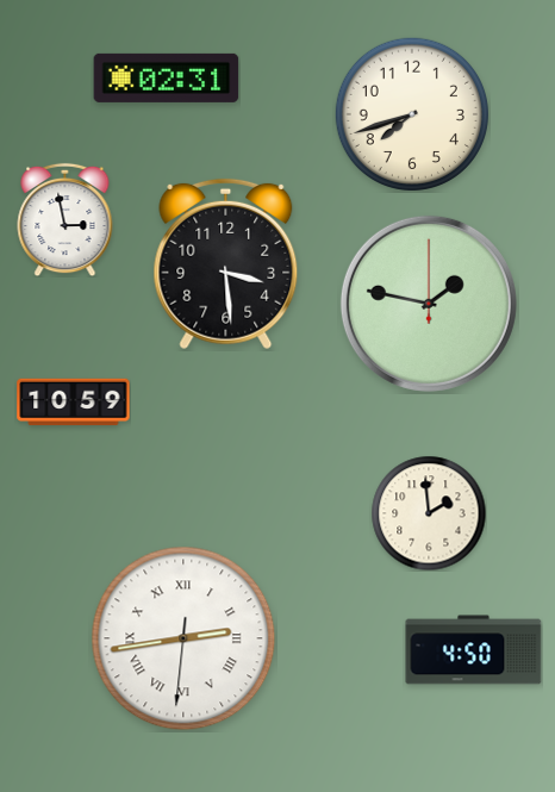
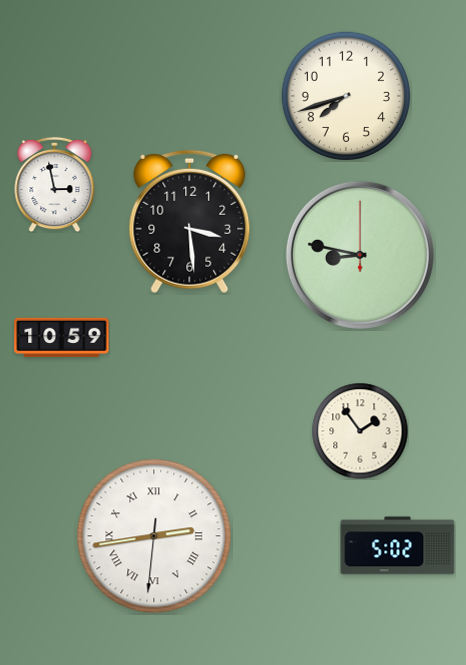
clock at (167, 77): 02:31 -> none
clock at (429, 304): 1:47 -> 8:47
clock at (429, 513): 1:59 -> 1:54
clock at (474, 650): 4:50 -> 5:02
